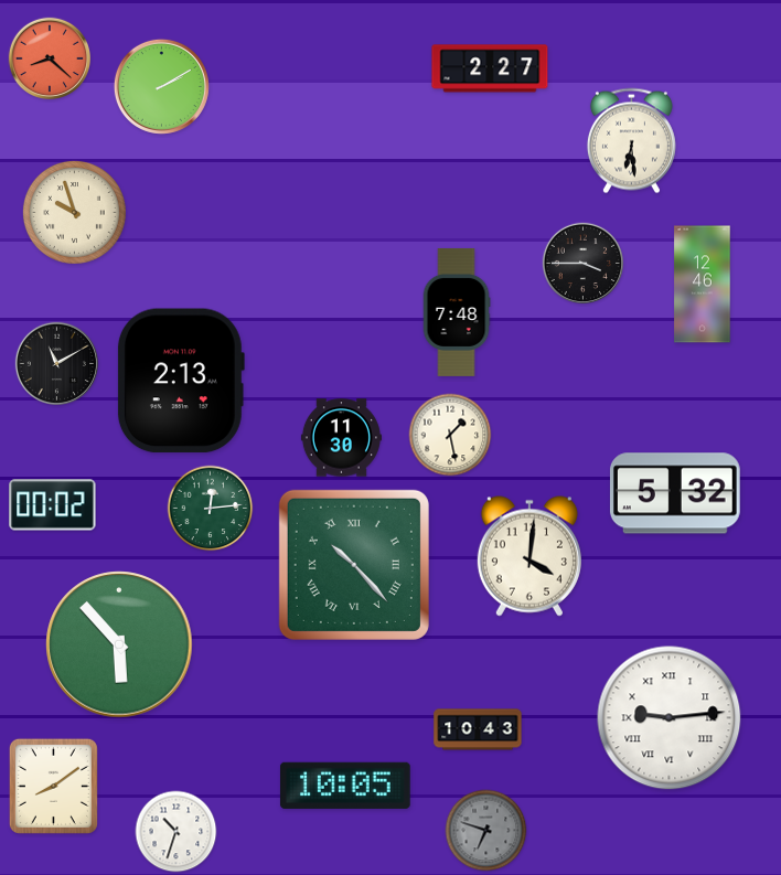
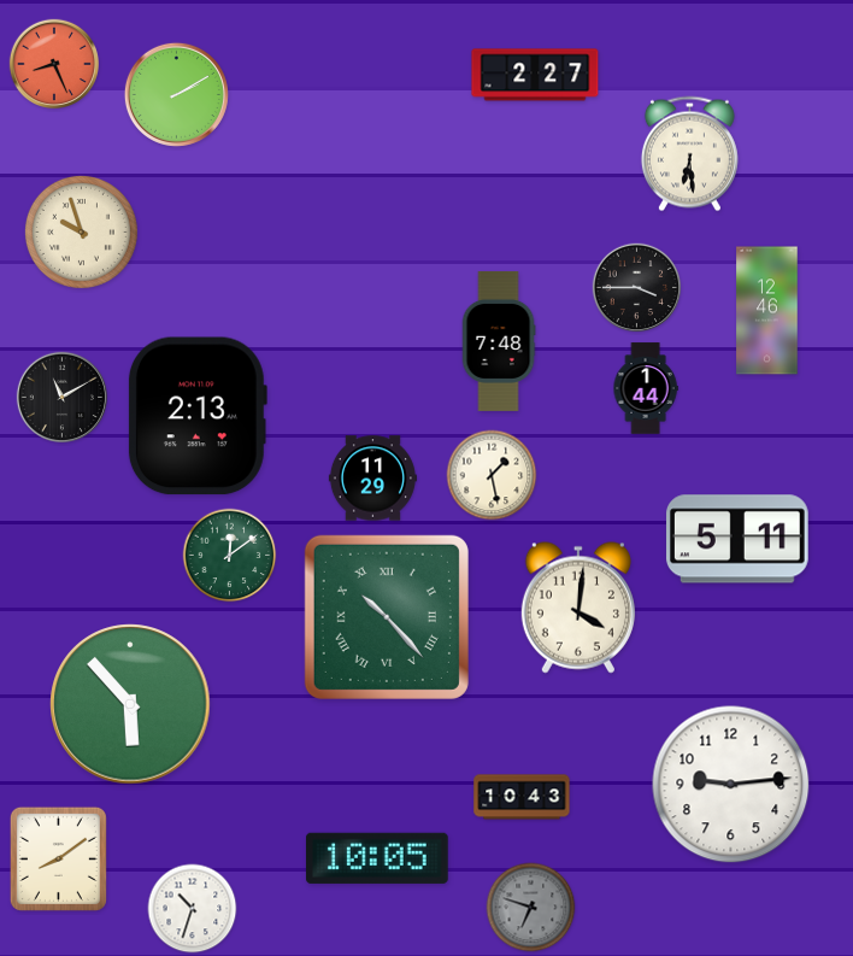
clock at (50, 58): 8:22 -> 8:26
clock at (646, 388): none -> 1:44
clock at (341, 438): 11:30 -> 11:29
clock at (675, 493): 5:32 -> 5:11
clock at (53, 505): 00:02 -> none
clock at (211, 509): 12:14 -> 12:09
clock at (670, 718) numerals: Roman -> Arabic
